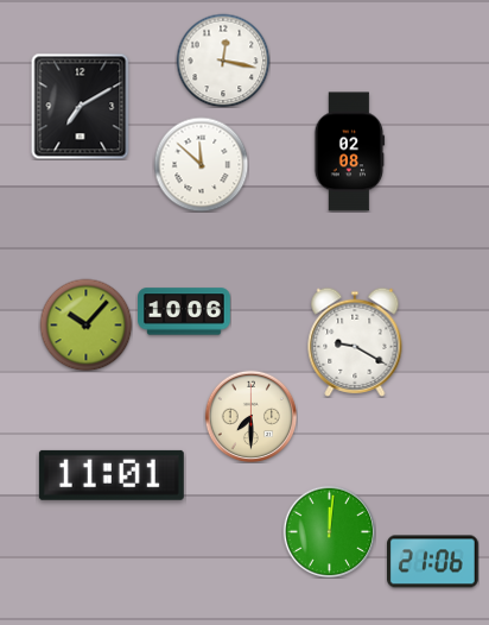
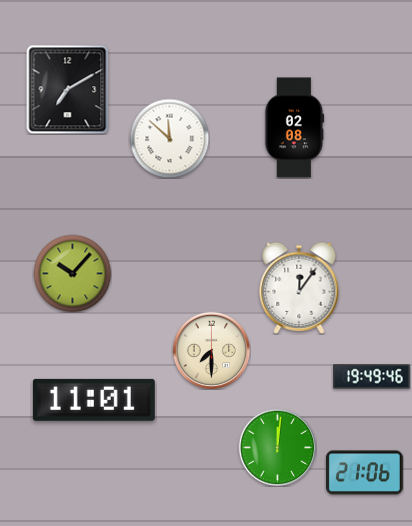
clock at (223, 61): 12:17 -> none
clock at (184, 311): 10:06 -> none
clock at (355, 342): 9:20 -> 12:06
clock at (372, 377): none -> 19:49
